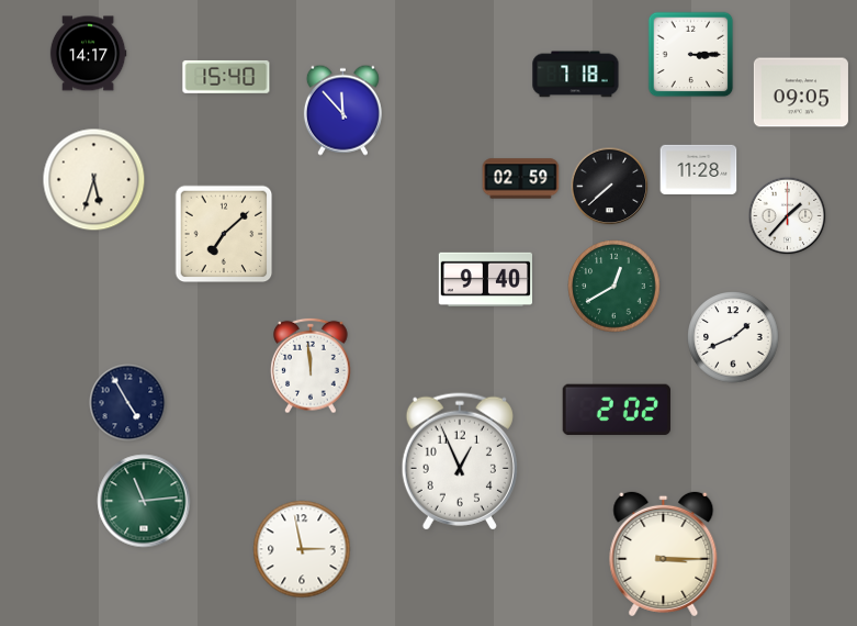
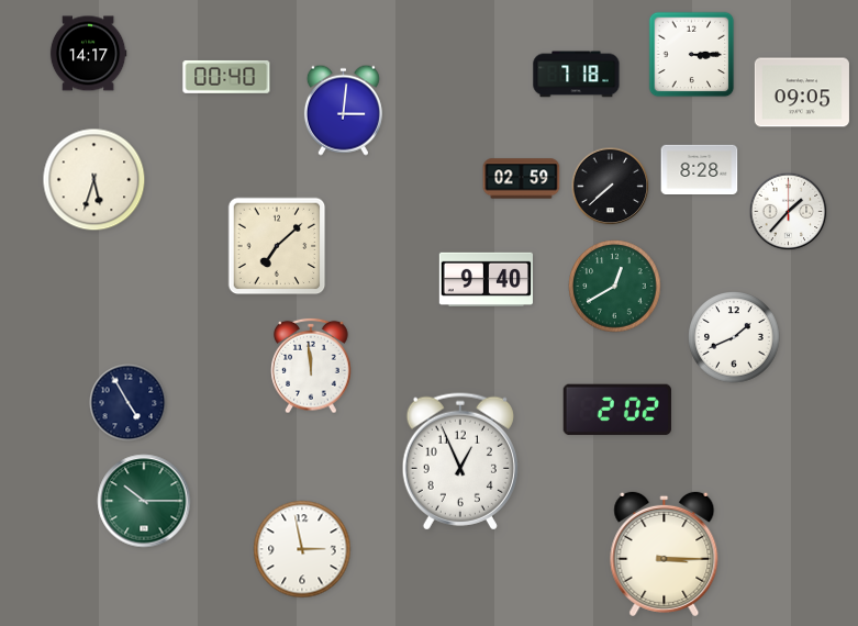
clock at (226, 77): 15:40 -> 00:40
clock at (342, 110): 11:53 -> 3:01
clock at (699, 169): 11:28 -> 8:28
clock at (788, 216) position: (788, 216) -> (789, 212)
clock at (224, 234) position: (224, 234) -> (277, 246)
clock at (144, 501): 11:14 -> 10:15
